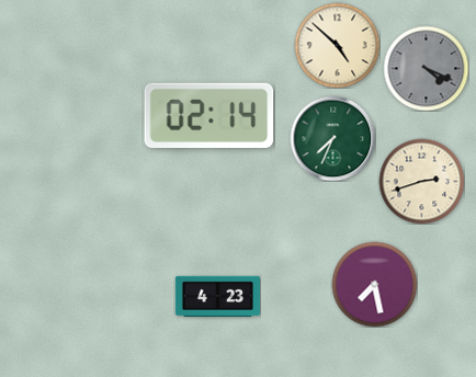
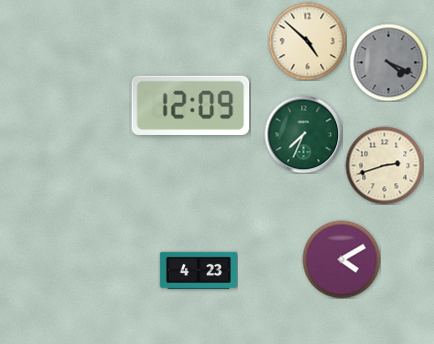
clock at (209, 115): 02:14 -> 12:09
clock at (332, 138) position: (332, 138) -> (303, 134)
clock at (374, 284): 7:28 -> 4:10
